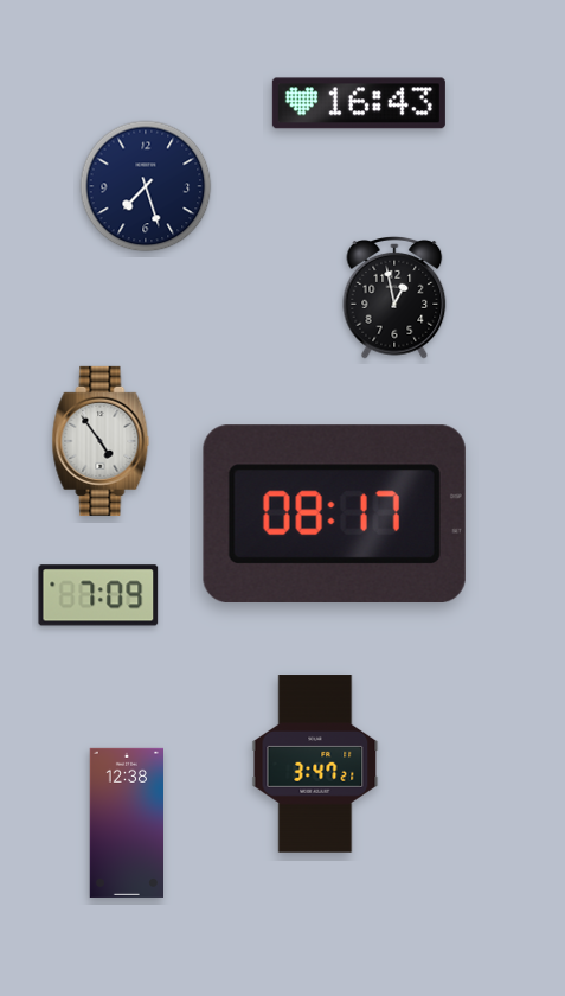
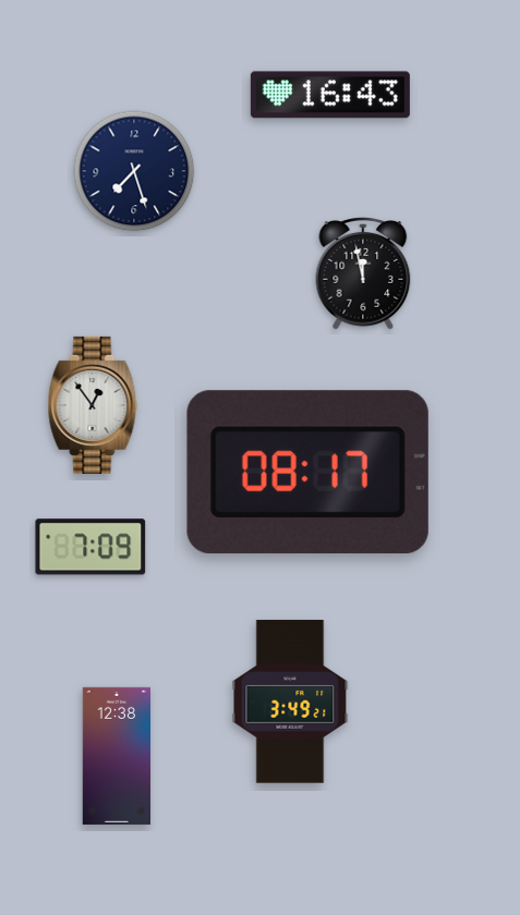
clock at (394, 299): 12:58 -> 11:58
clock at (101, 441): 4:54 -> 12:54
clock at (315, 764): 3:47 -> 3:49
